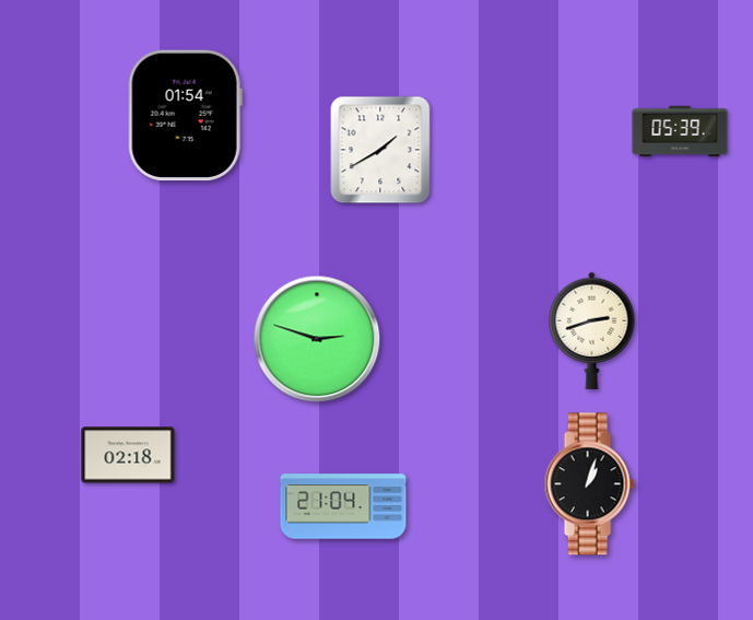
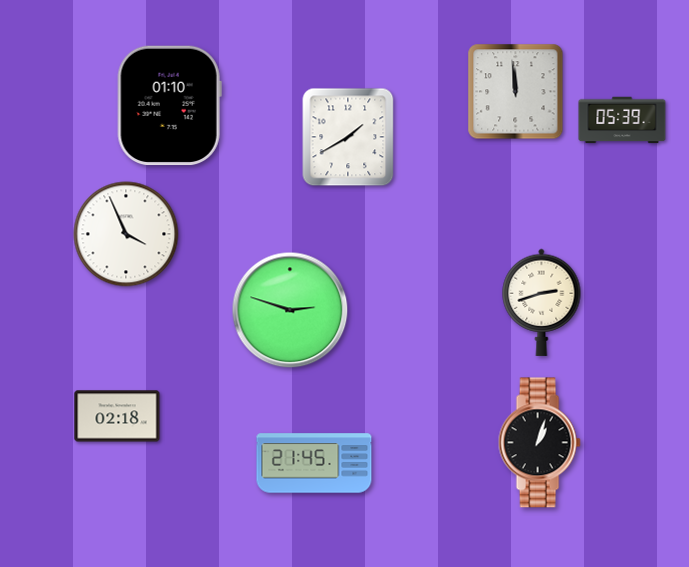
clock at (516, 92): none -> 11:59
clock at (185, 116): 01:54 -> 01:10
clock at (126, 234): none -> 3:56
clock at (343, 506): 21:04 -> 21:45
